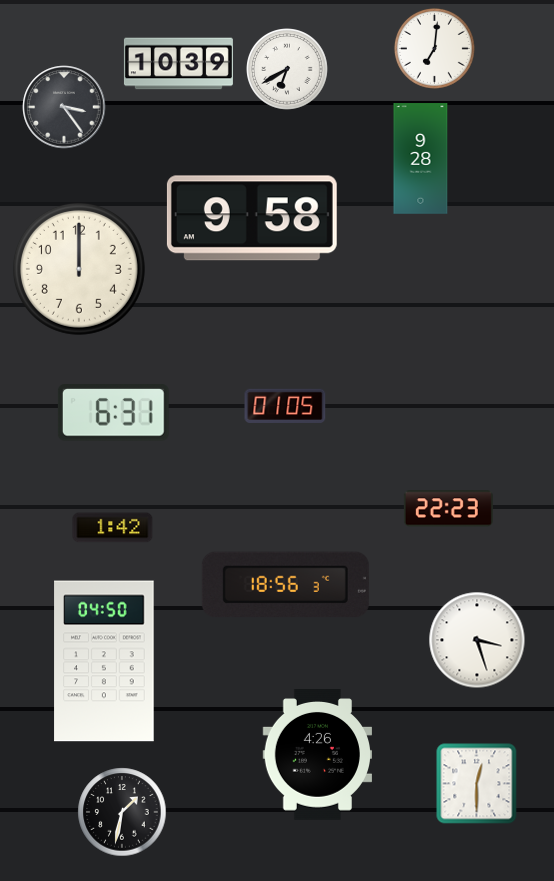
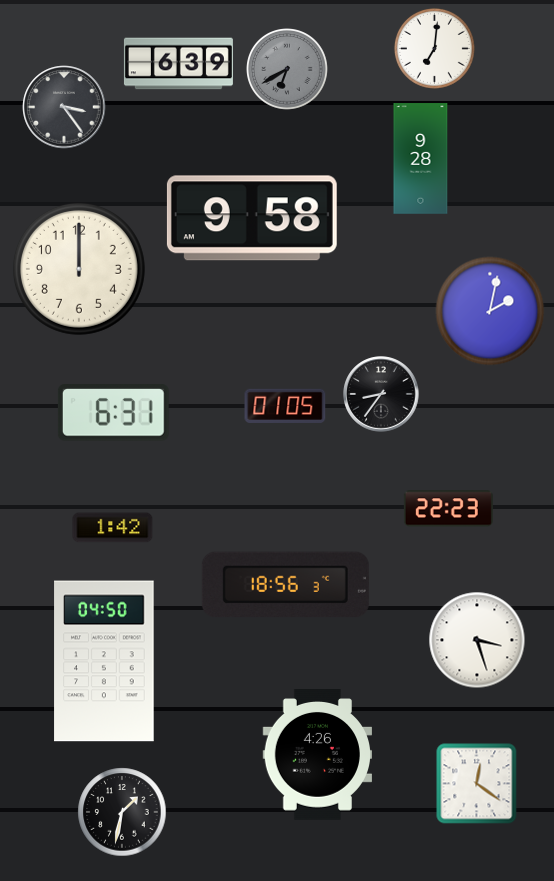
clock at (178, 64): 10:39 -> 6:39
clock at (288, 70) dial: white -> grey
clock at (490, 311): none -> 2:02
clock at (381, 394): none -> 8:36
clock at (477, 784): 12:30 -> 12:21
